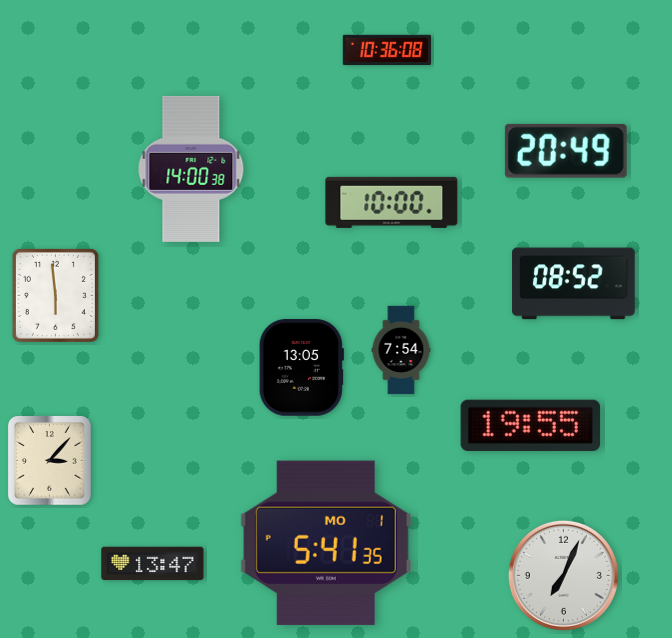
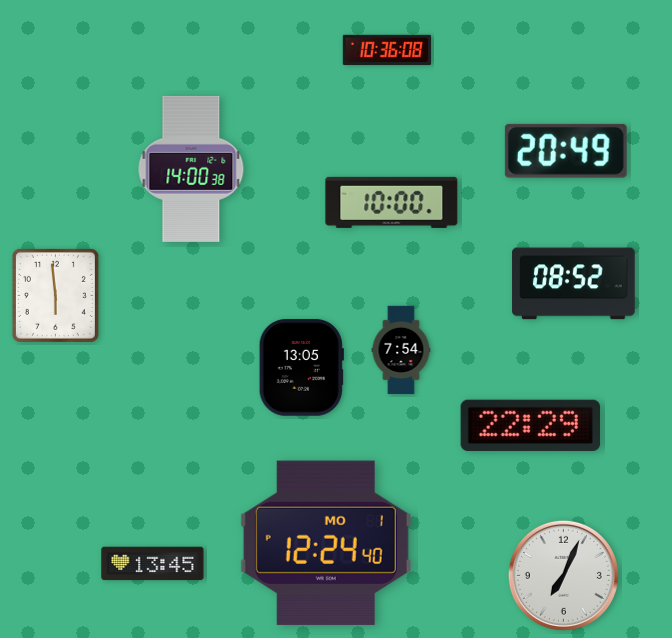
clock at (531, 425): 19:55 -> 22:29
clock at (50, 461): 3:07 -> none
clock at (326, 543): 5:41 -> 12:24
clock at (153, 564): 13:47 -> 13:45
